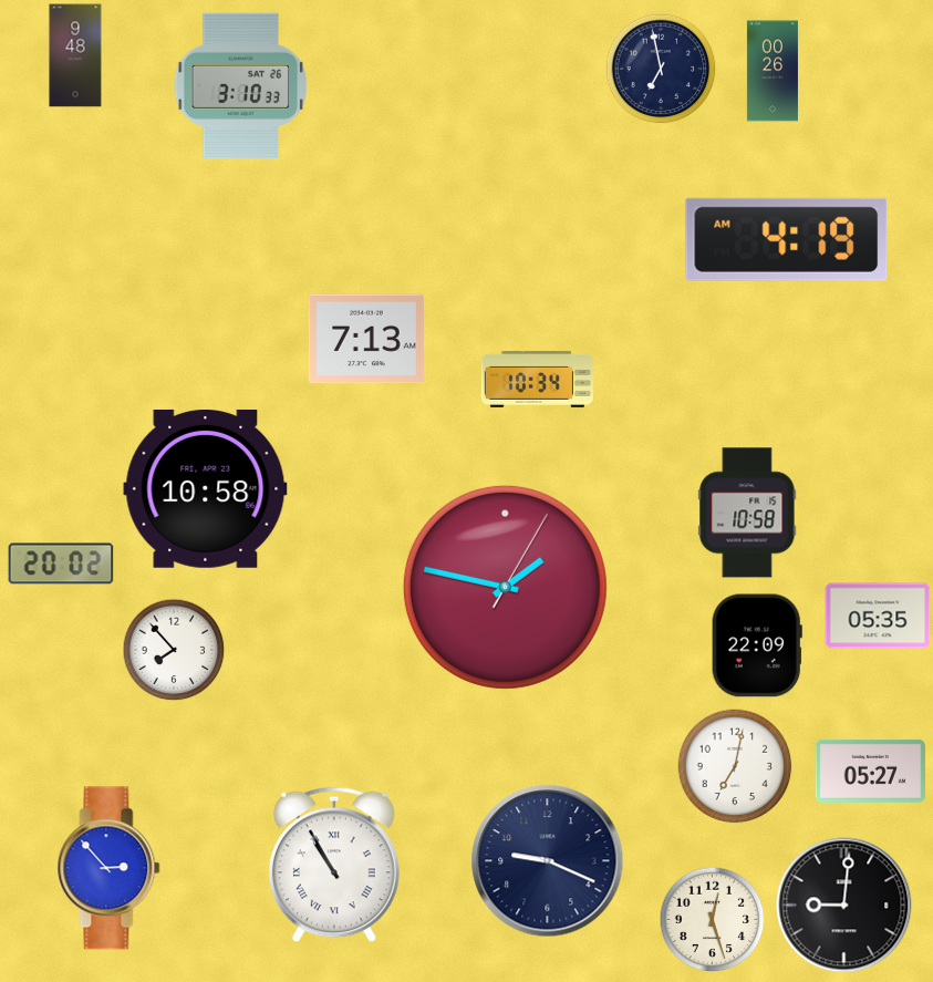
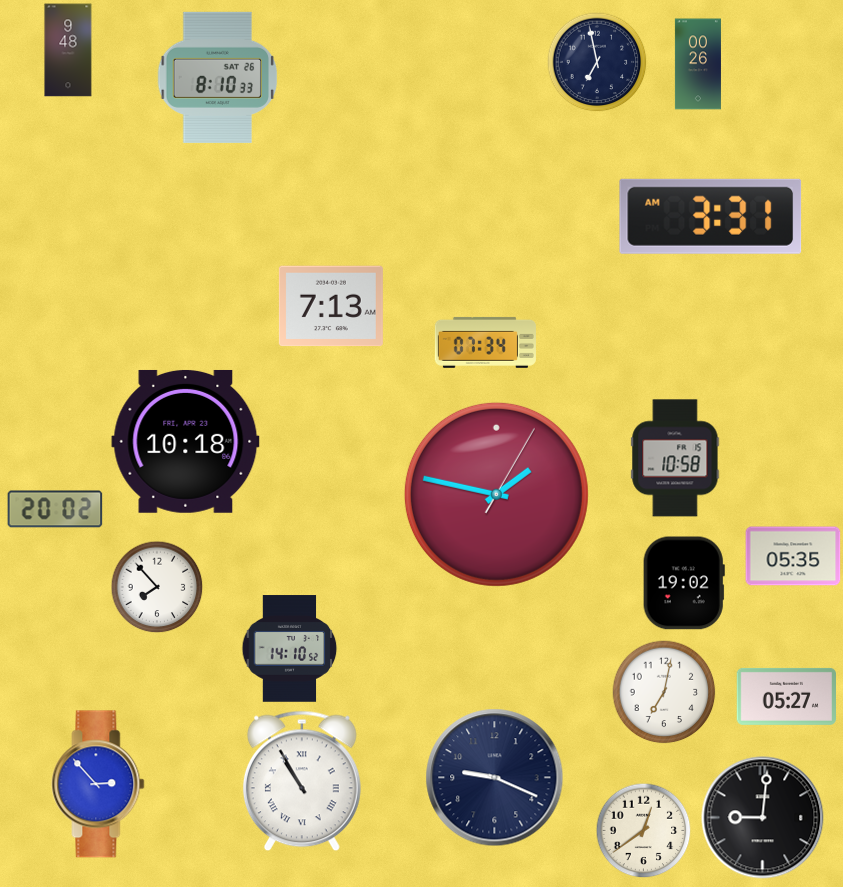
clock at (241, 85): 3:10 -> 8:10
clock at (787, 239): 4:19 -> 3:31
clock at (537, 379): 10:34 -> 07:34
clock at (206, 488): 10:58 -> 10:18
clock at (747, 513) position: (747, 513) -> (675, 458)
clock at (505, 587) position: (505, 587) -> (496, 494)
clock at (757, 645): 22:09 -> 19:02
clock at (290, 649): none -> 14:10
clock at (713, 920): 12:27 -> 12:39
